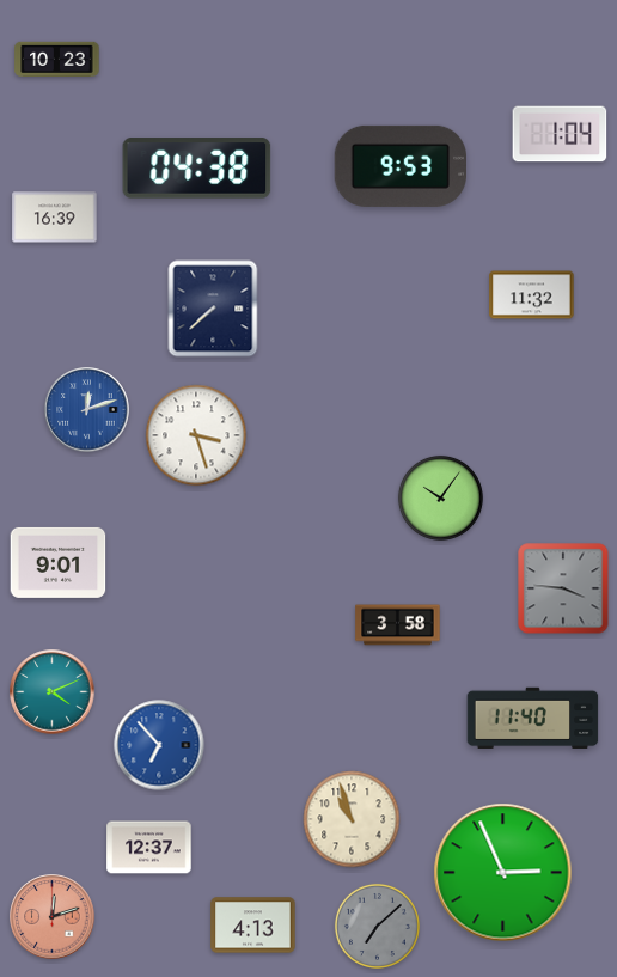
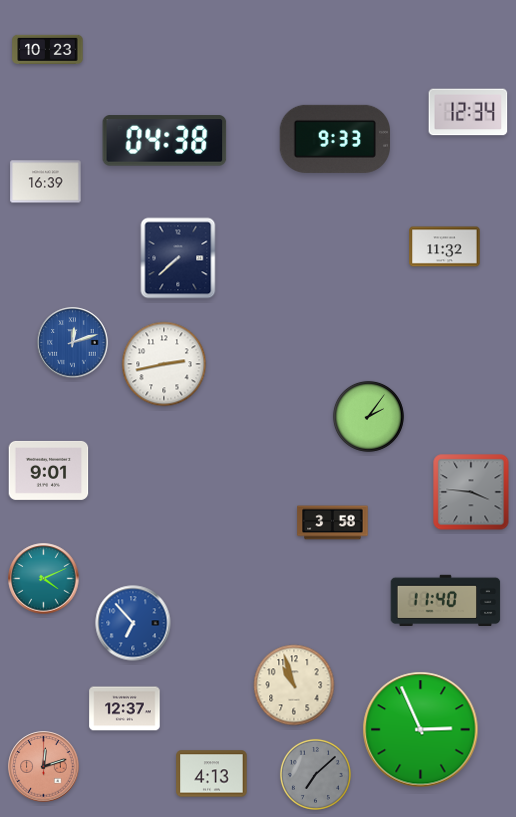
clock at (560, 134): 1:04 -> 12:34
clock at (401, 166): 9:53 -> 9:33
clock at (196, 435): 3:27 -> 2:43
clock at (440, 497): 10:06 -> 2:06
